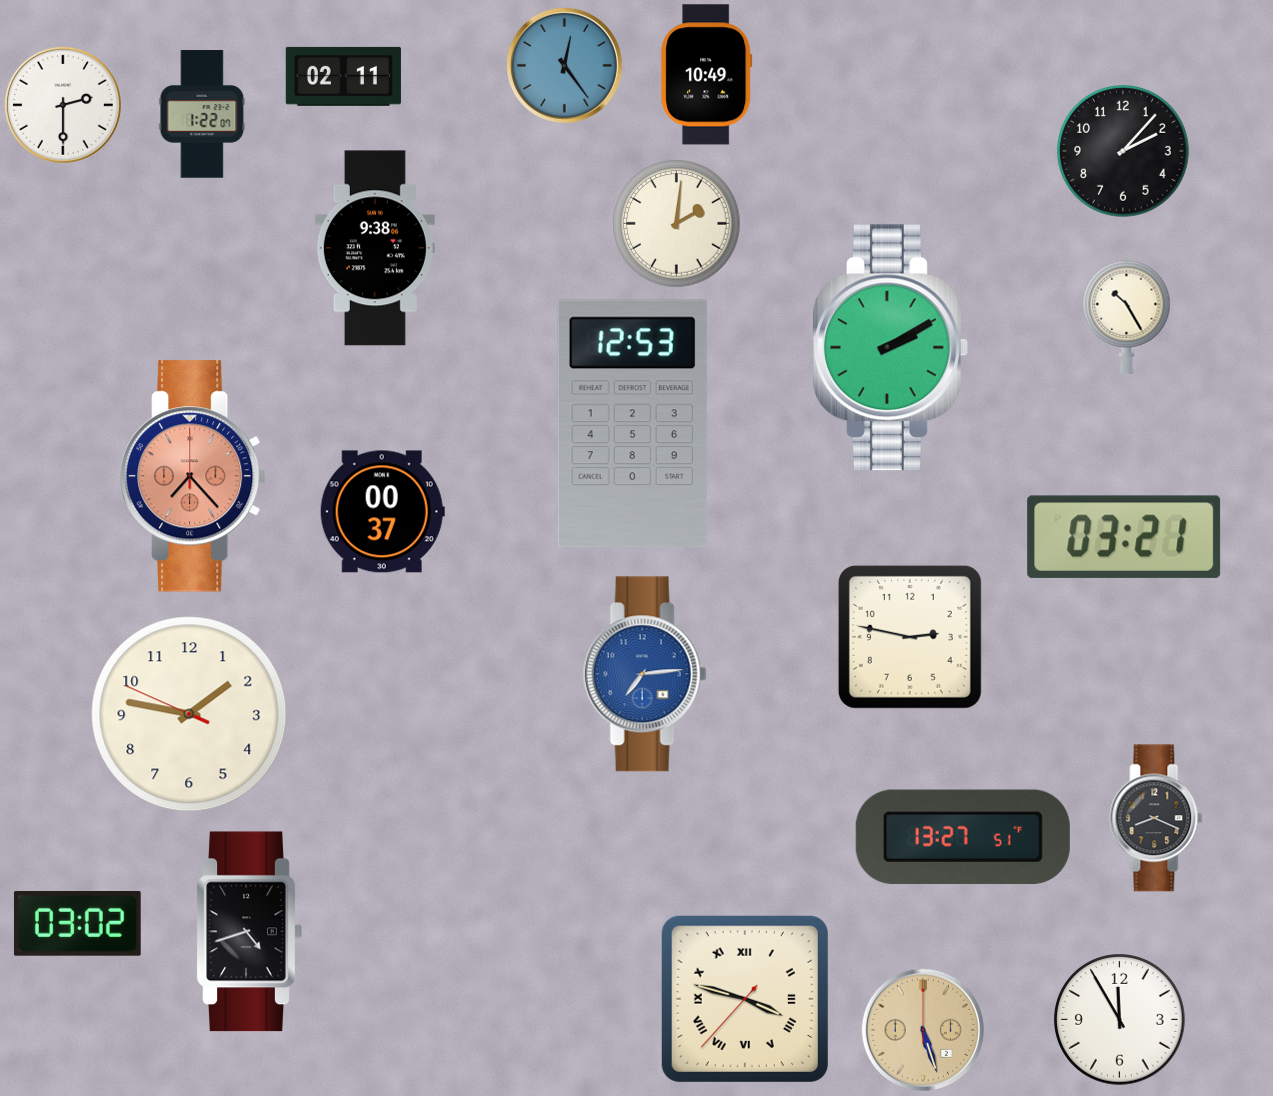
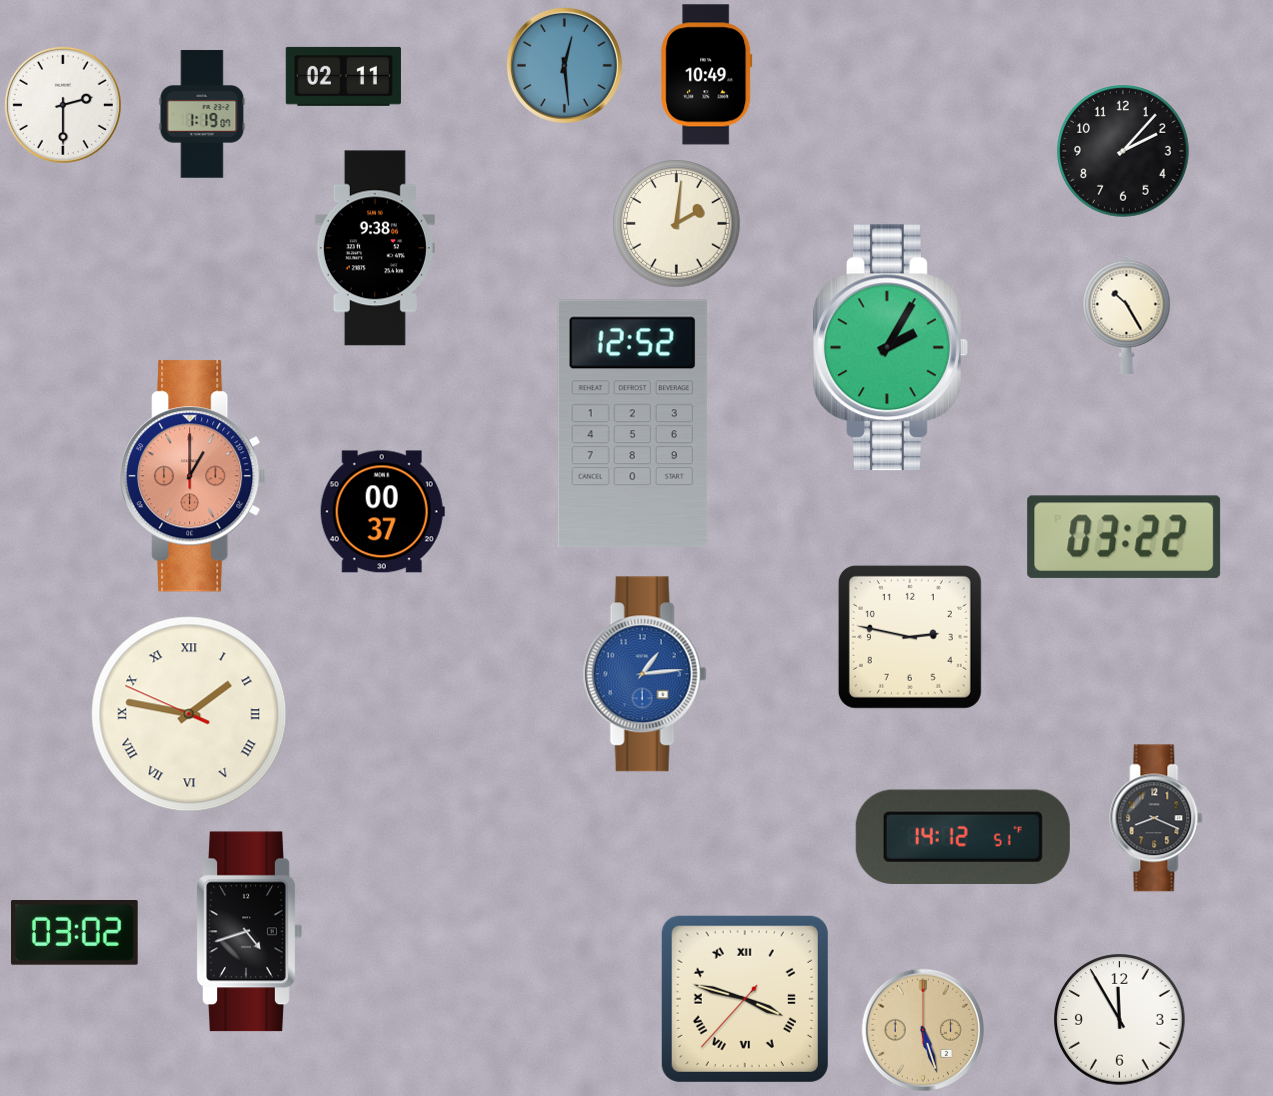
clock at (564, 65): 12:24 -> 12:29
clock at (202, 114): 1:22 -> 1:19
clock at (890, 348): 2:10 -> 2:05
clock at (632, 424): 12:53 -> 12:52
clock at (194, 476): 7:23 -> 1:00
clock at (1124, 537): 03:21 -> 03:22
clock at (645, 674): 7:14 -> 1:14
clock at (189, 714) numerals: Arabic -> Roman
clock at (963, 837): 13:27 -> 14:12
clock at (77, 924) position: (77, 924) -> (74, 933)
